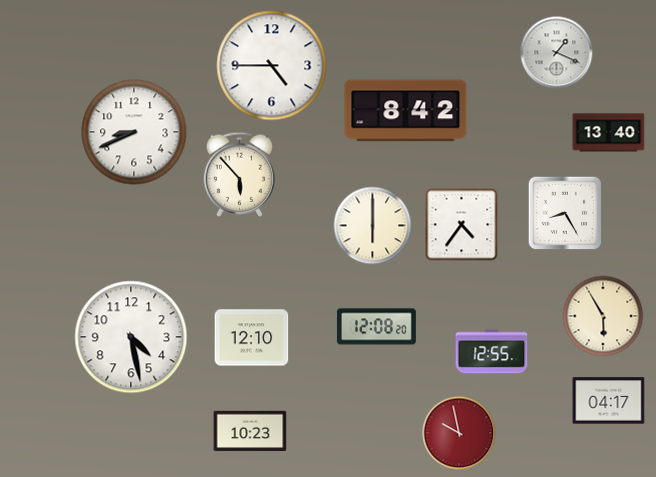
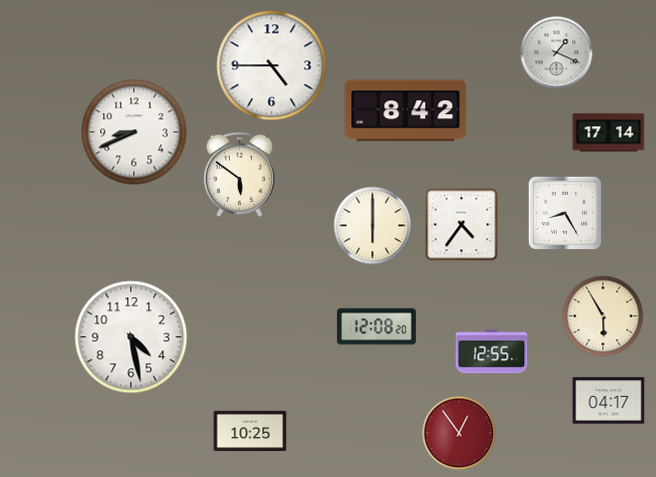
clock at (609, 133): 13:40 -> 17:14
clock at (239, 174): 5:53 -> 5:51
clock at (252, 338): 12:10 -> none
clock at (250, 431): 10:23 -> 10:25
clock at (459, 433): 9:58 -> 12:54
